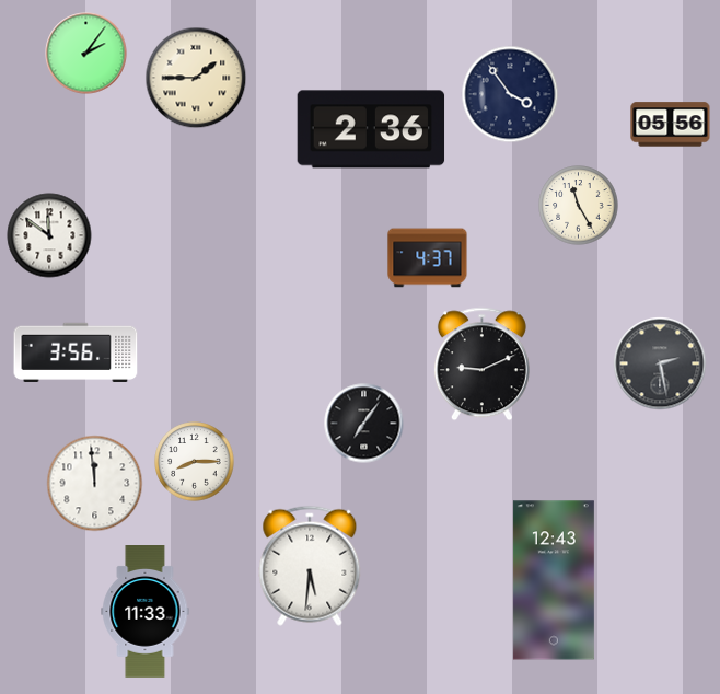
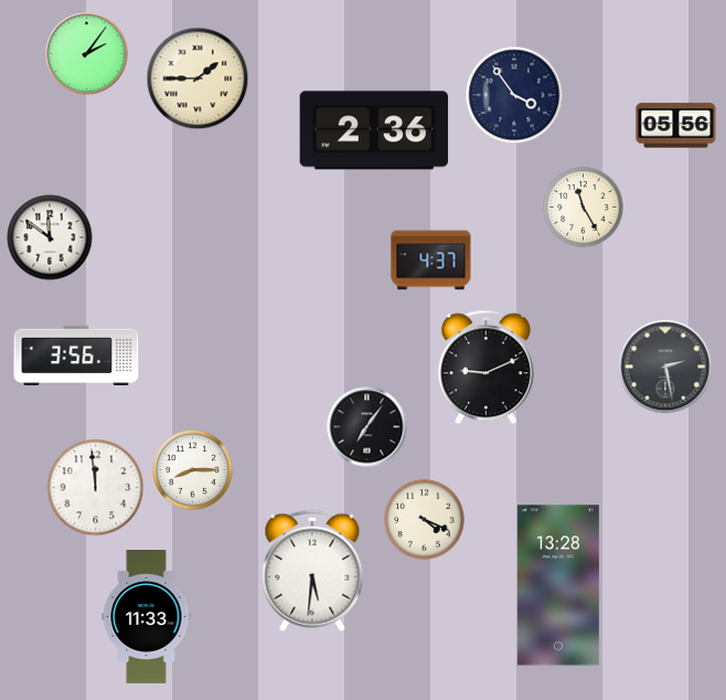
clock at (195, 462) position: (195, 462) -> (193, 470)
clock at (425, 520): none -> 4:19
clock at (554, 580): 12:43 -> 13:28
